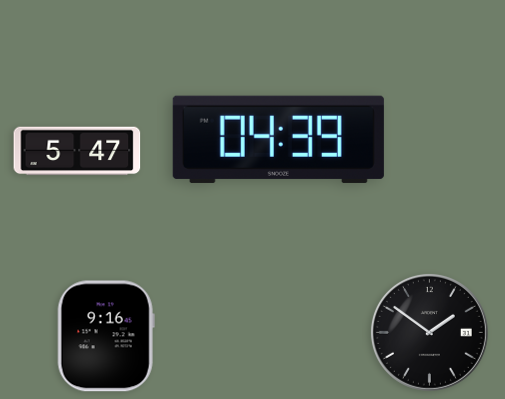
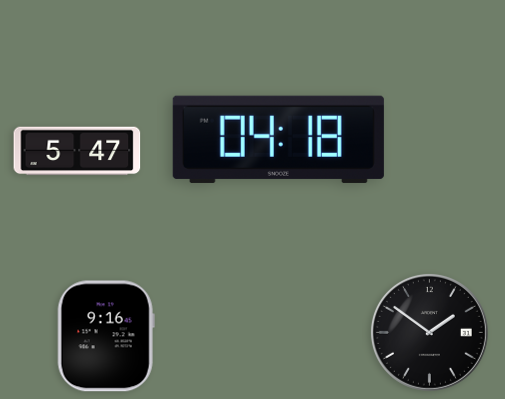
clock at (278, 139): 04:39 -> 04:18
